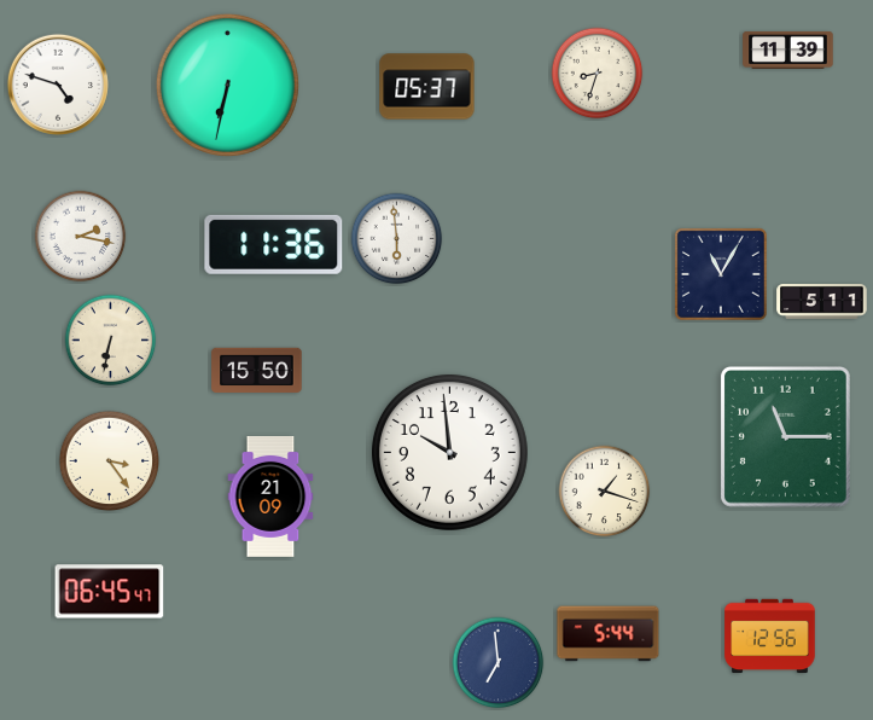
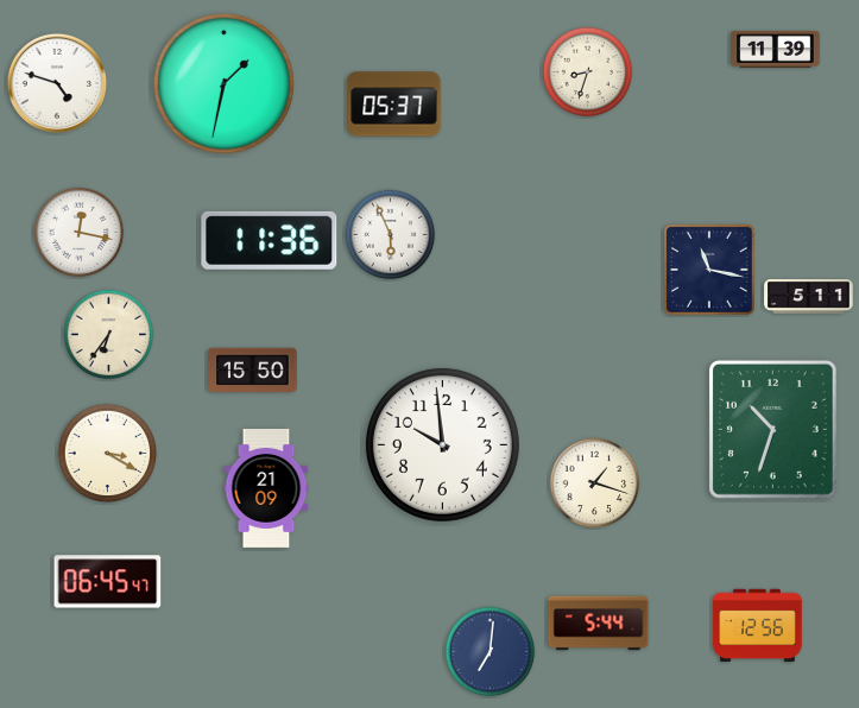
clock at (227, 85): 6:32 -> 1:32
clock at (427, 87) position: (427, 87) -> (394, 105)
clock at (81, 237): 2:17 -> 12:17
clock at (397, 239): 5:59 -> 5:56
clock at (721, 274): 11:05 -> 11:17
clock at (111, 341): 6:32 -> 6:36
clock at (257, 371) position: (257, 371) -> (253, 371)
clock at (785, 436): 11:15 -> 10:33
clock at (110, 461): 3:24 -> 3:20
clock at (499, 663): 6:59 -> 7:01
